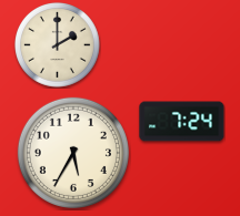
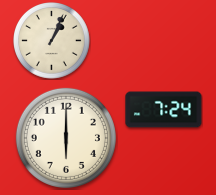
clock at (58, 45): 2:00 -> 1:04
clock at (73, 153): 5:35 -> 6:00
